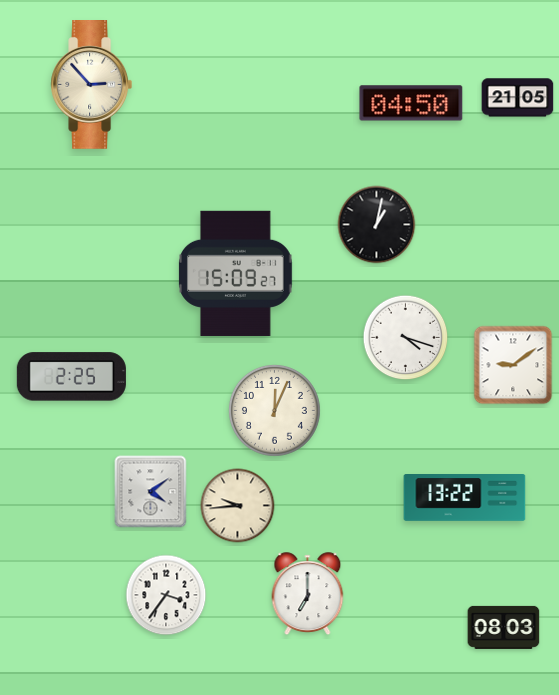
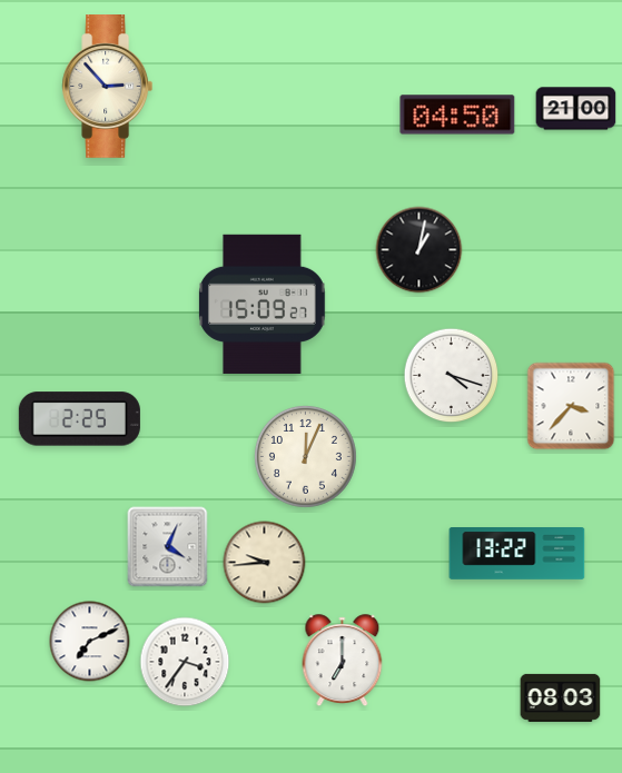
clock at (92, 85) position: (92, 85) -> (108, 87)
clock at (518, 98): 21:05 -> 21:00
clock at (513, 365): 9:09 -> 3:37
clock at (151, 492): 4:09 -> 4:04
clock at (90, 642): none -> 7:11
